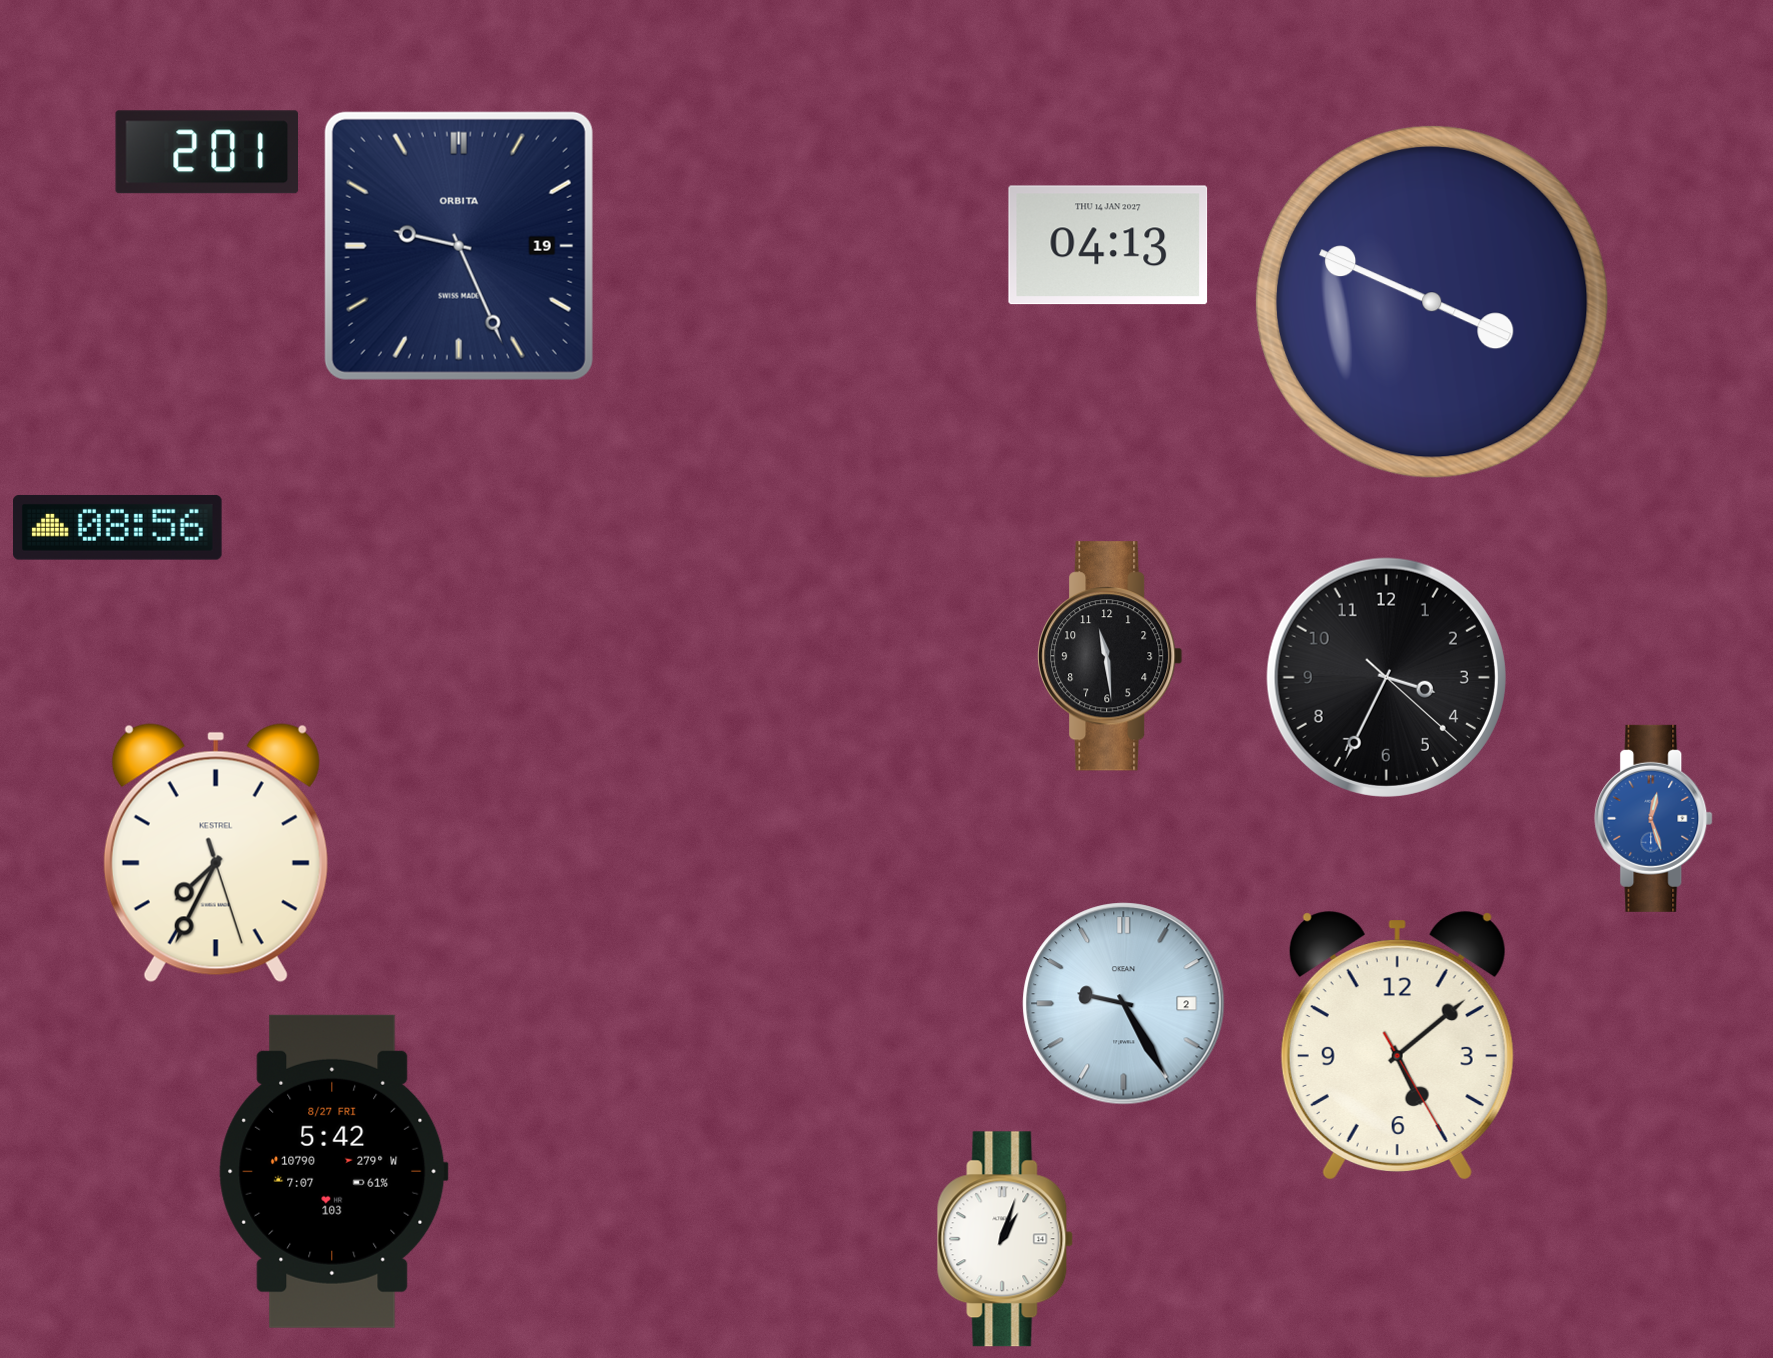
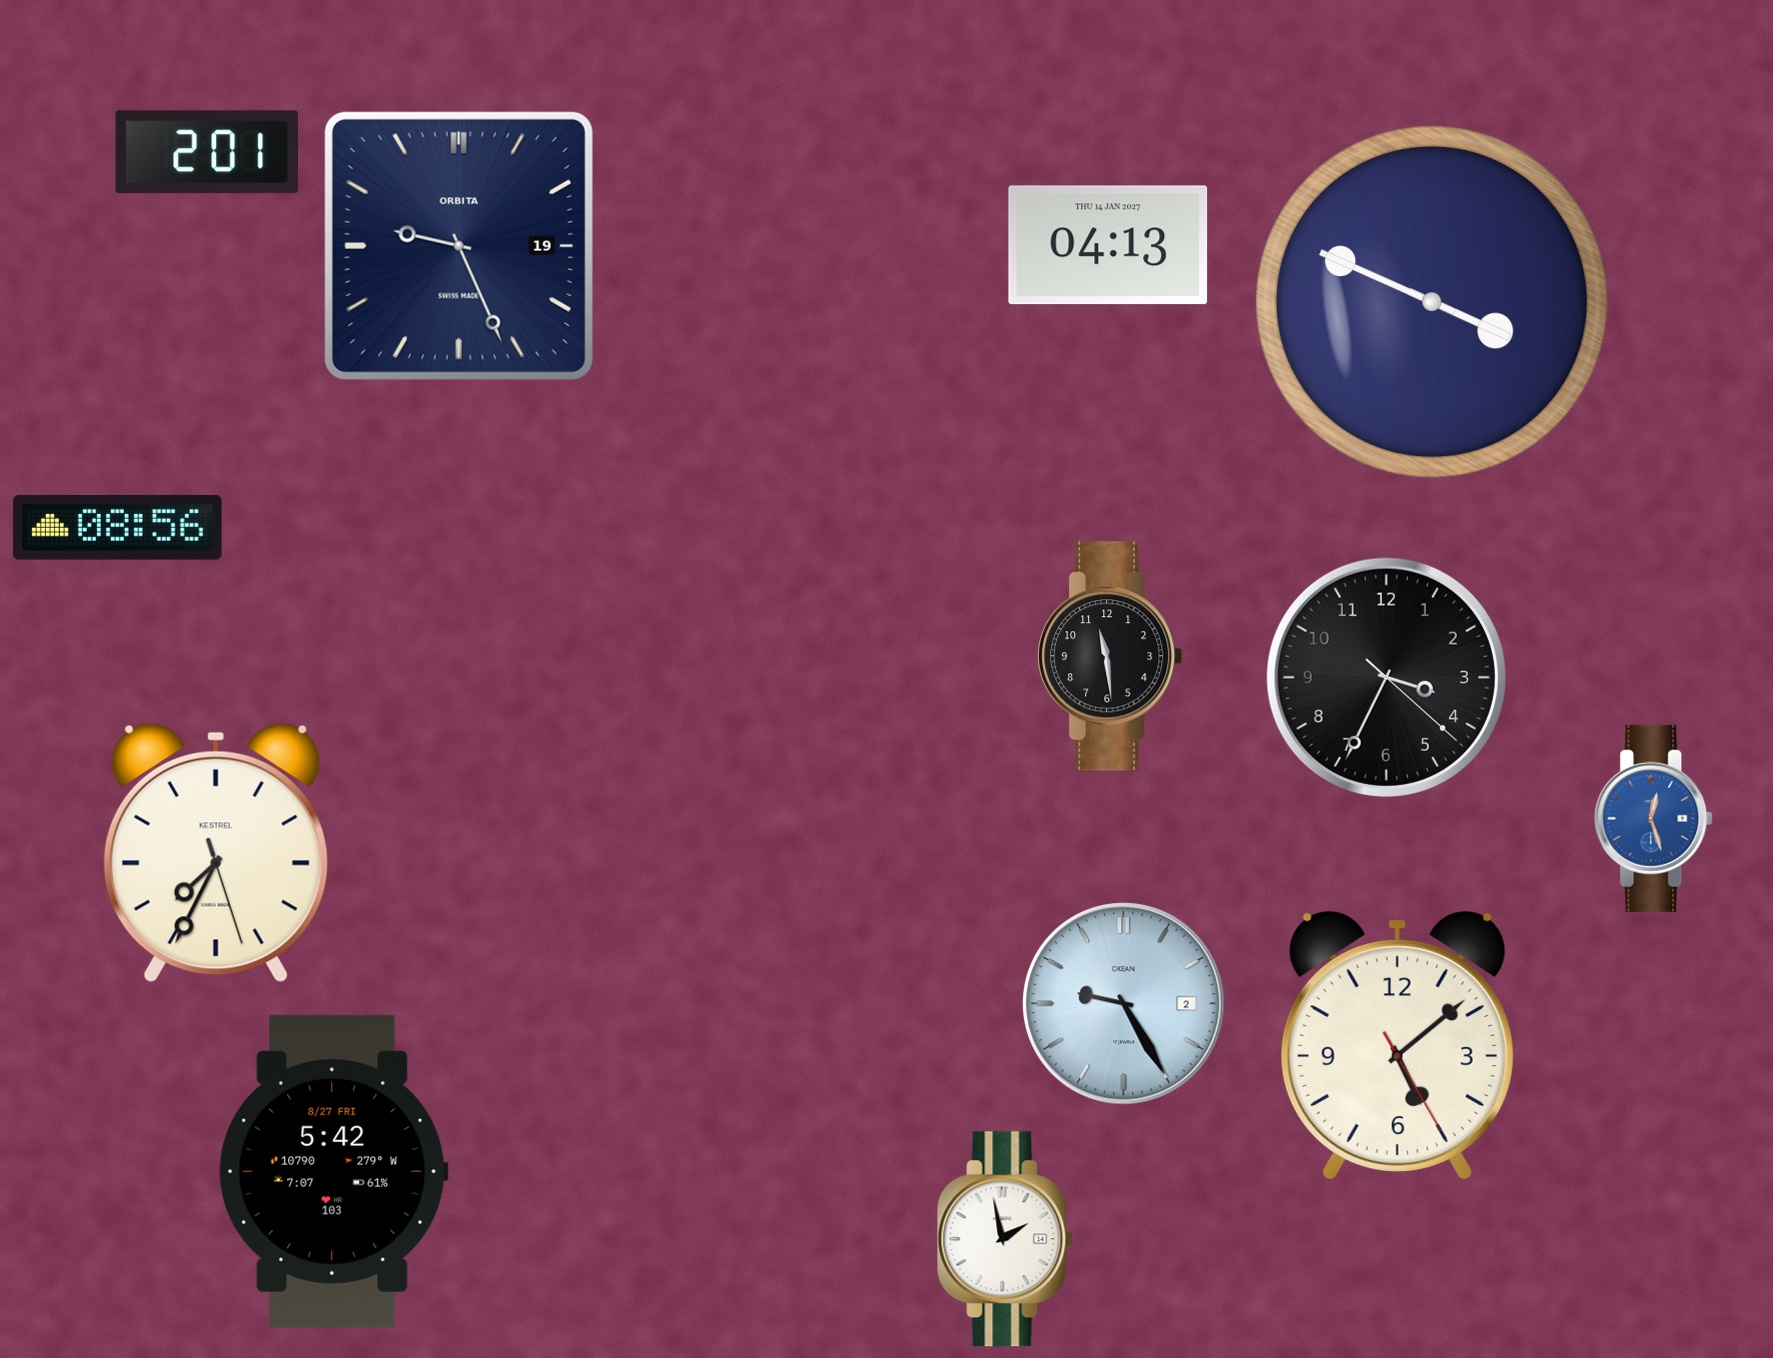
clock at (1005, 1239): 1:03 -> 1:58
